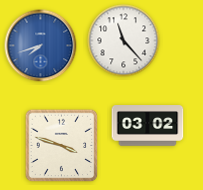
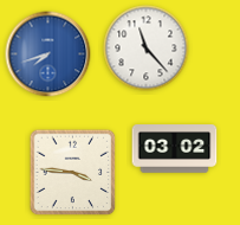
clock at (62, 146): 3:48 -> 3:46
